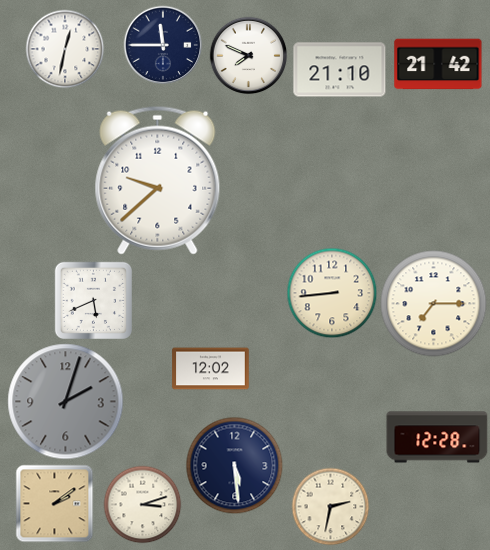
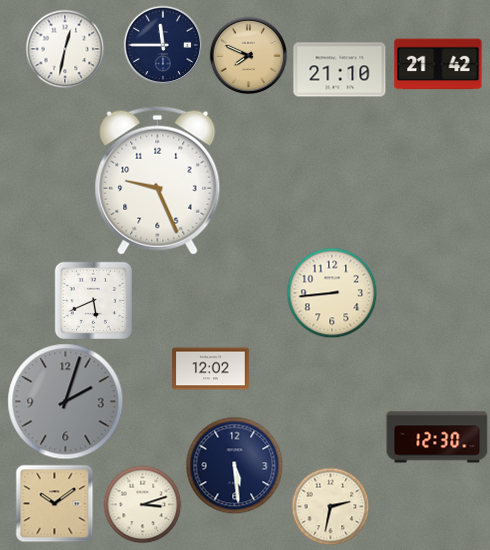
clock at (248, 55) dial: white -> champagne
clock at (158, 180): 9:38 -> 9:26
clock at (434, 304): 7:15 -> none
clock at (437, 437): 12:28 -> 12:30
clock at (54, 503): 2:09 -> 10:09
